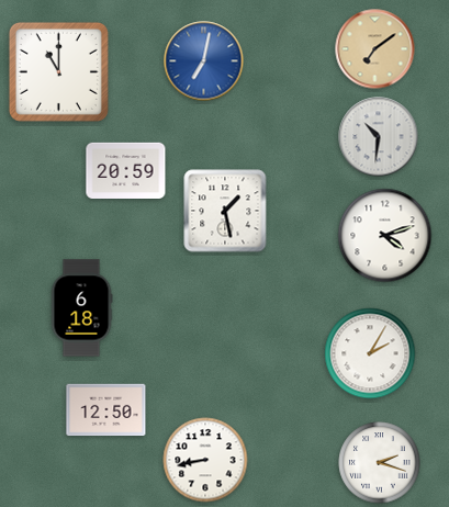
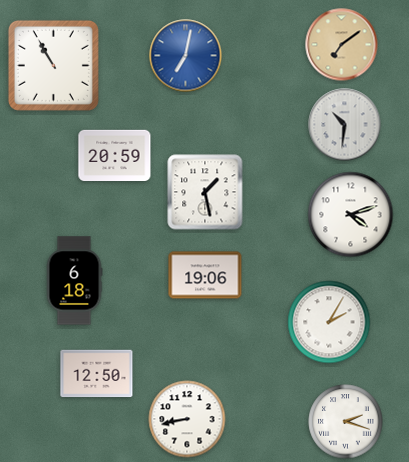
clock at (58, 71): 11:00 -> 10:55
clock at (205, 275): none -> 19:06
clock at (370, 353) position: (370, 353) -> (329, 322)
